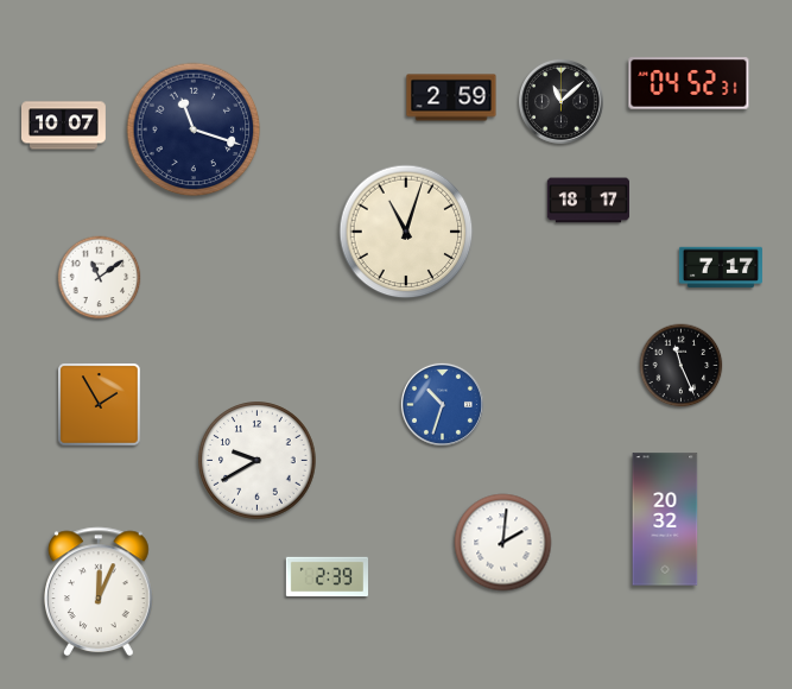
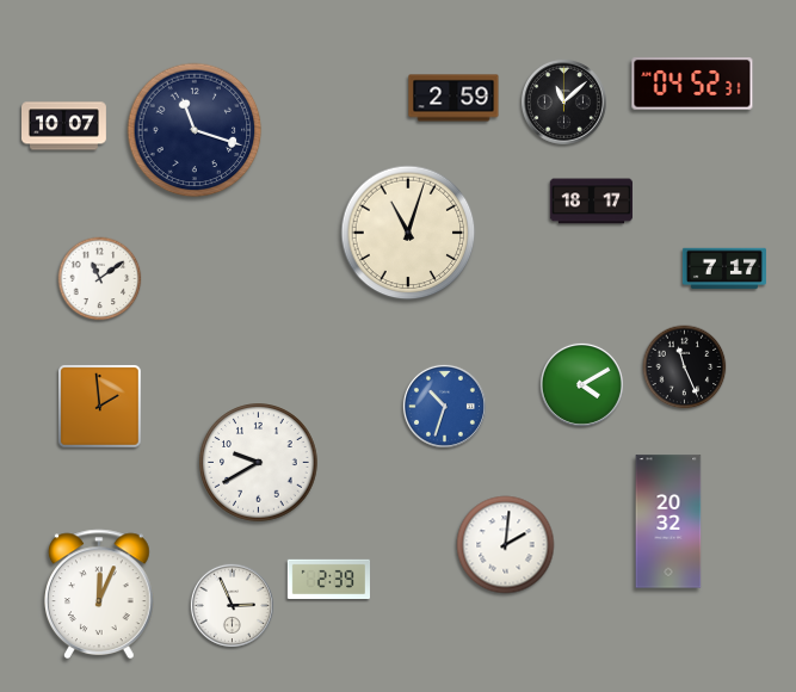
clock at (581, 384): none -> 4:10
clock at (100, 405): 1:55 -> 1:59
clock at (232, 605): none -> 2:56
